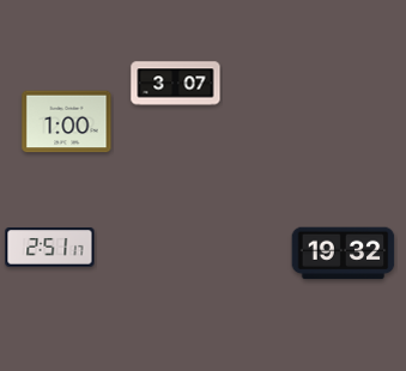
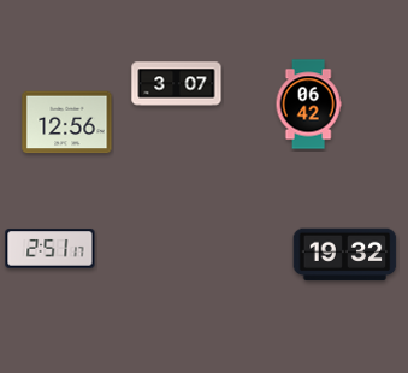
clock at (308, 105): none -> 06:42
clock at (67, 122): 1:00 -> 12:56
